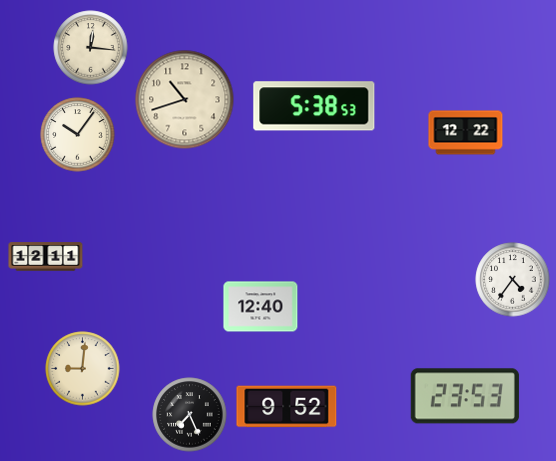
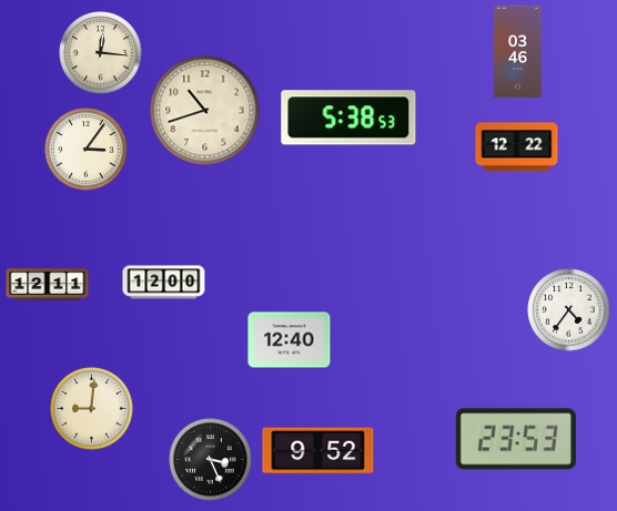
clock at (518, 52): none -> 03:46
clock at (78, 135): 10:06 -> 3:06
clock at (164, 283): none -> 12:00
clock at (46, 257) position: (46, 257) -> (48, 285)
clock at (190, 415): 7:26 -> 3:26
